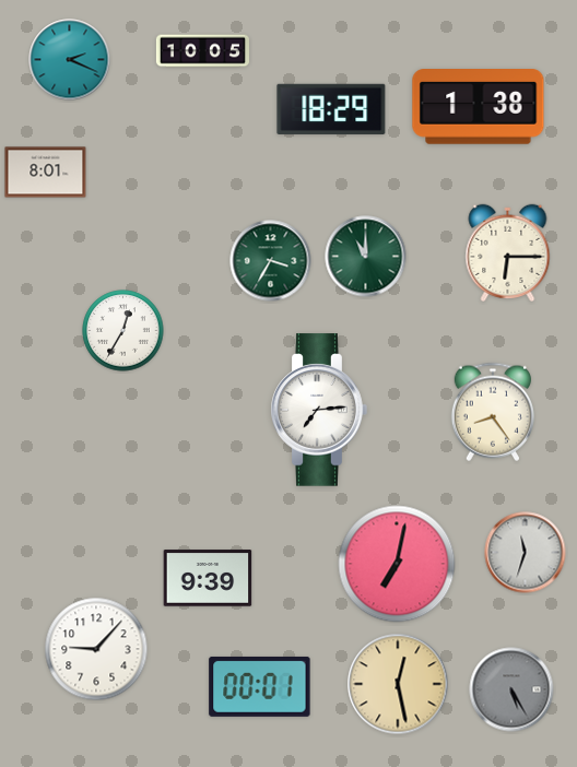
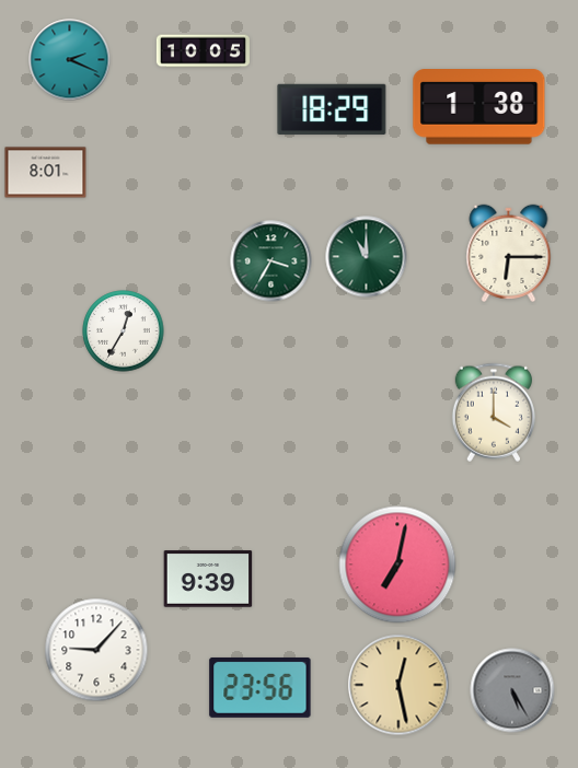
clock at (319, 410): 7:14 -> none
clock at (493, 412): 8:24 -> 4:00
clock at (526, 553): 11:33 -> none
clock at (260, 686): 00:01 -> 23:56
